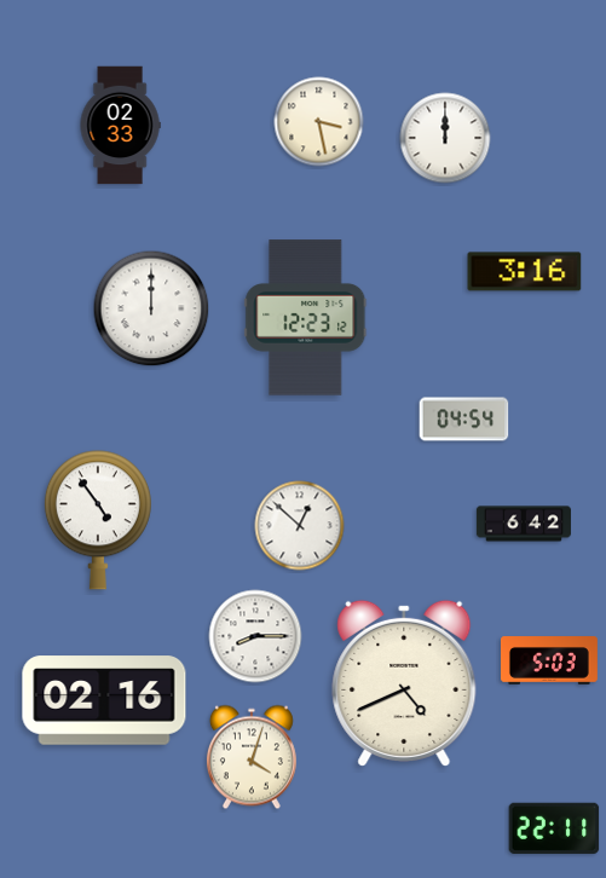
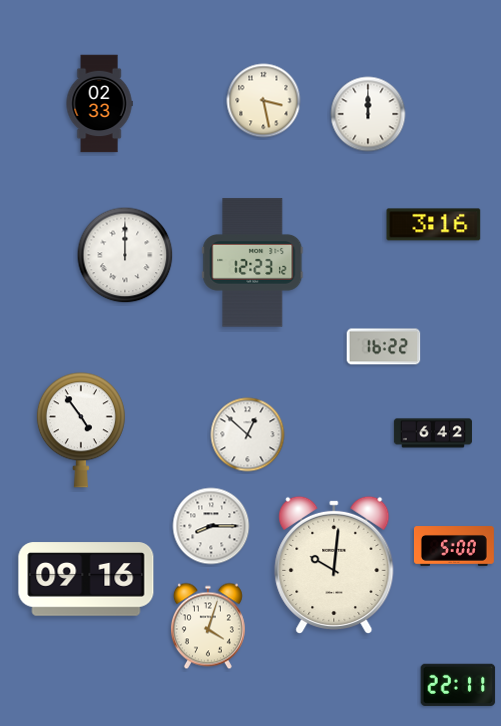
clock at (464, 420): 04:54 -> 16:22
clock at (549, 660): 5:03 -> 5:00
clock at (404, 682): 4:41 -> 10:01
clock at (104, 700): 02:16 -> 09:16
